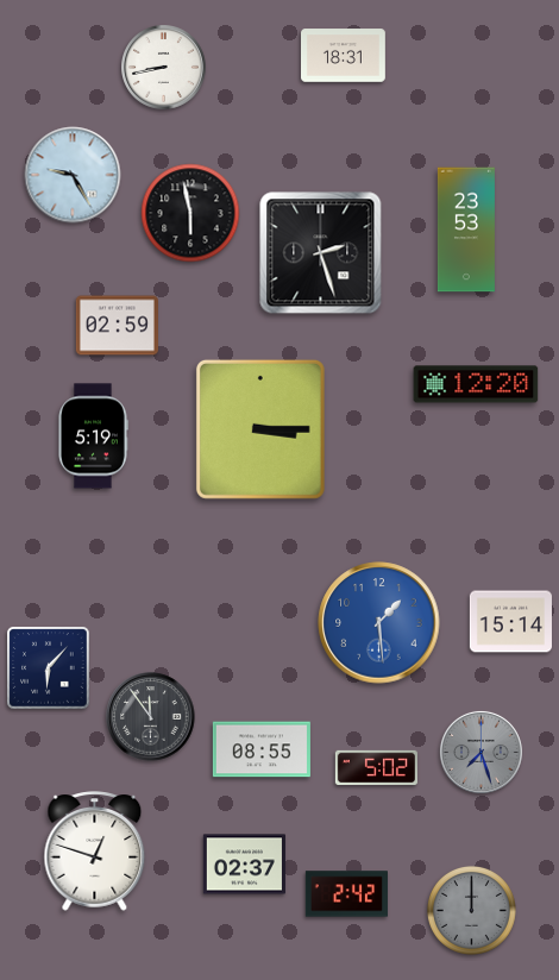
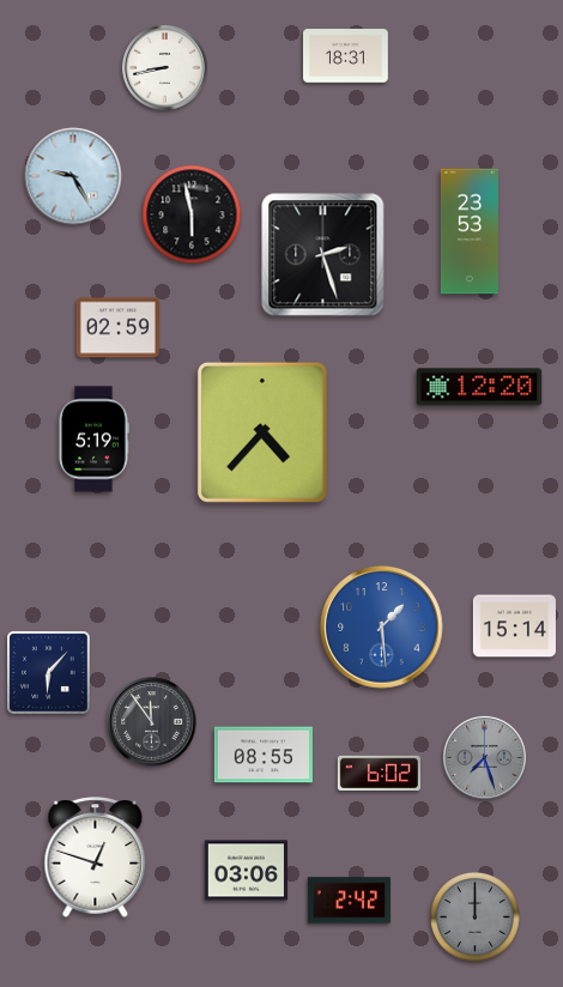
clock at (260, 429): 3:15 -> 4:37
clock at (376, 768): 5:02 -> 6:02
clock at (244, 865): 02:37 -> 03:06
